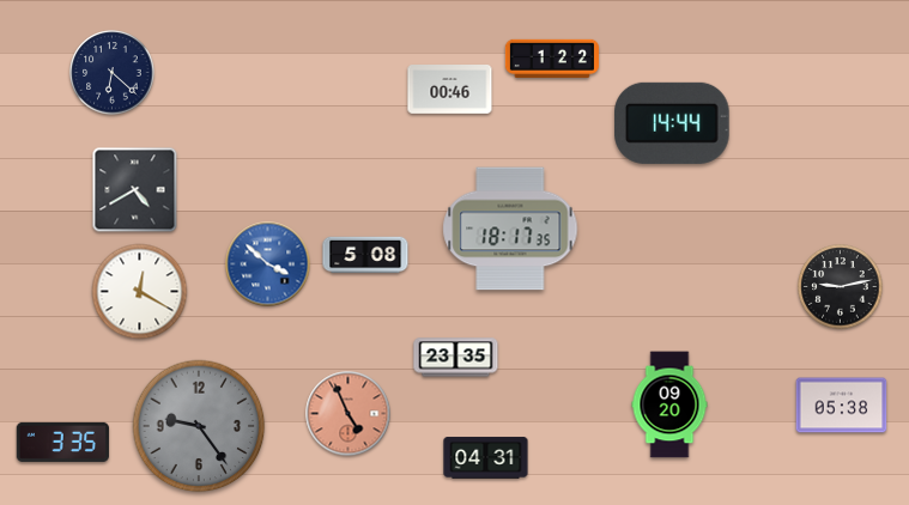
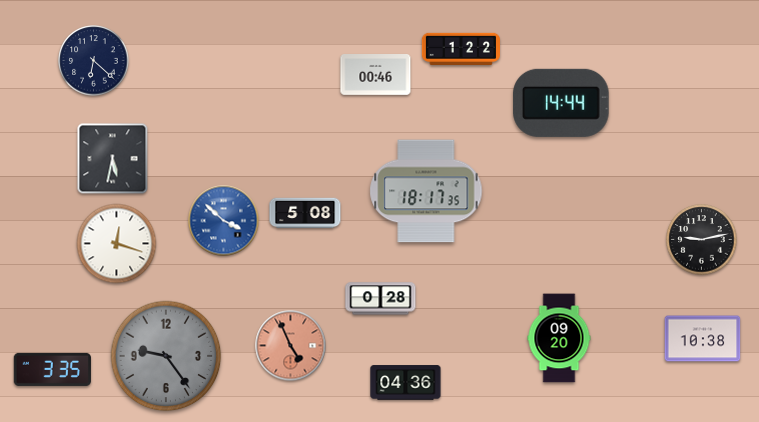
clock at (135, 190): 4:40 -> 5:32
clock at (140, 292): 12:20 -> 12:18
clock at (456, 358): 23:35 -> 0:28
clock at (842, 406): 05:38 -> 10:38
clock at (486, 458): 04:31 -> 04:36
